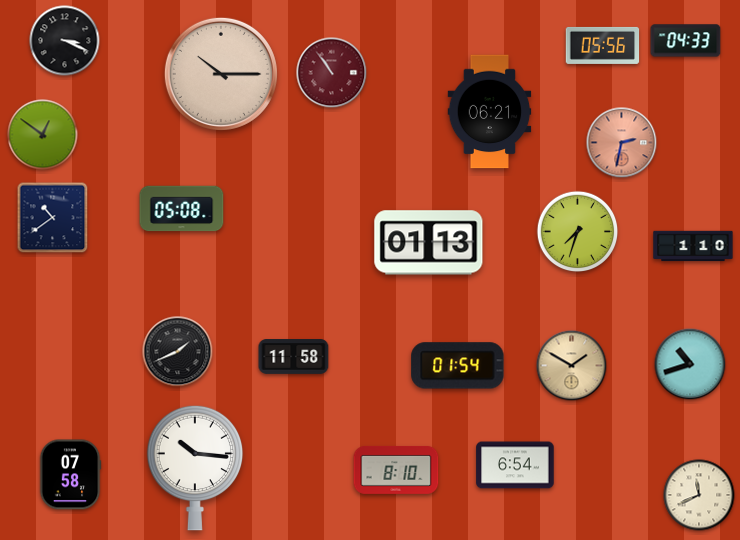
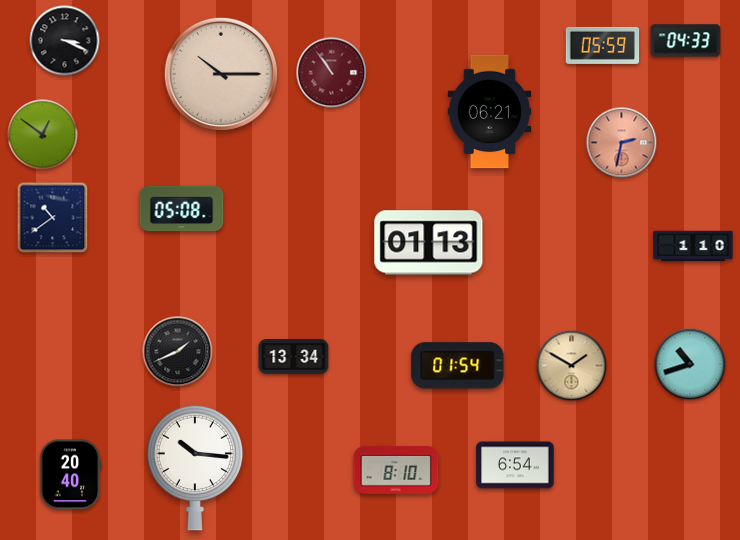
clock at (603, 45): 05:56 -> 05:59
clock at (578, 232): 7:33 -> none
clock at (294, 357): 11:58 -> 13:34
clock at (70, 475): 07:58 -> 20:40
clock at (699, 495): 11:41 -> none
